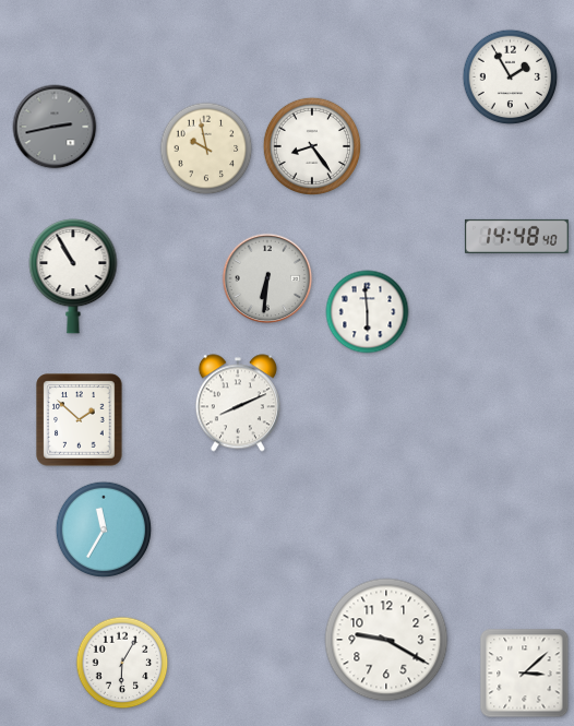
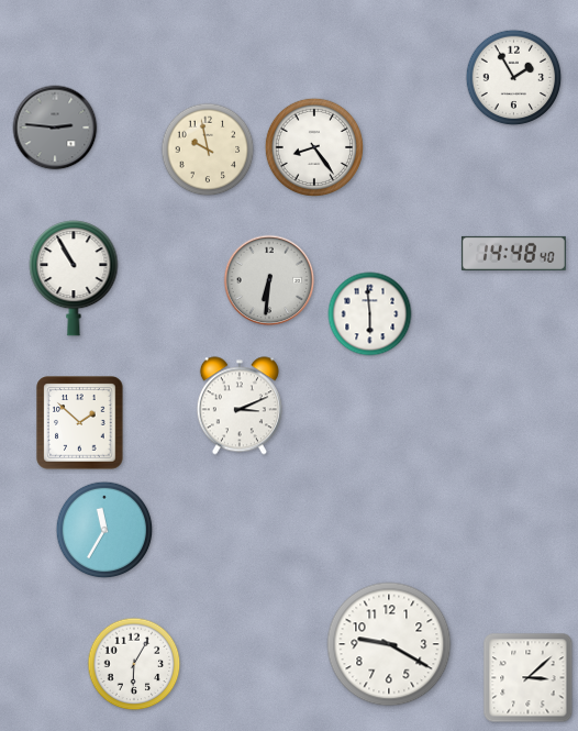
clock at (55, 127): 2:43 -> 2:46
clock at (516, 236) position: (516, 236) -> (513, 253)
clock at (238, 403): 8:11 -> 3:11
clock at (104, 529) position: (104, 529) -> (104, 530)
clock at (122, 663) position: (122, 663) -> (134, 664)
